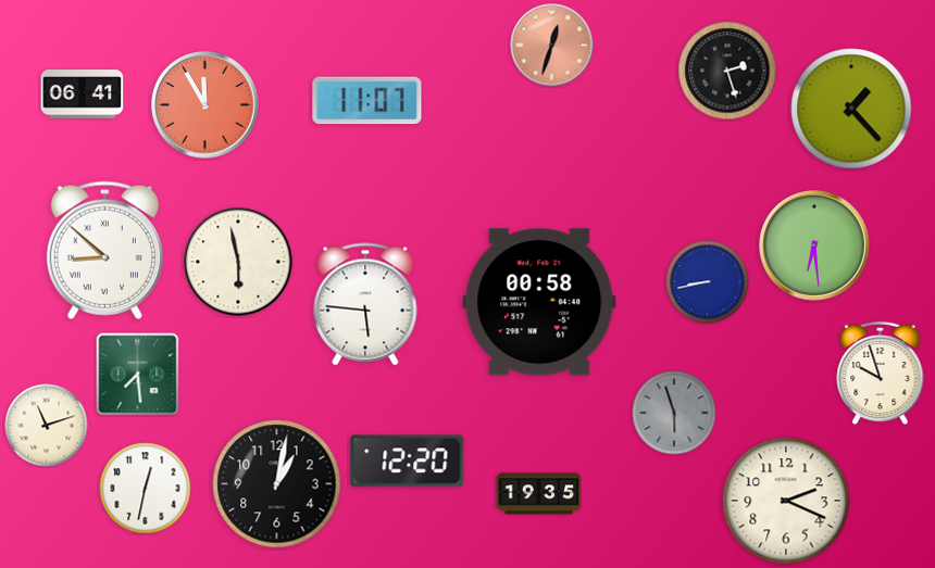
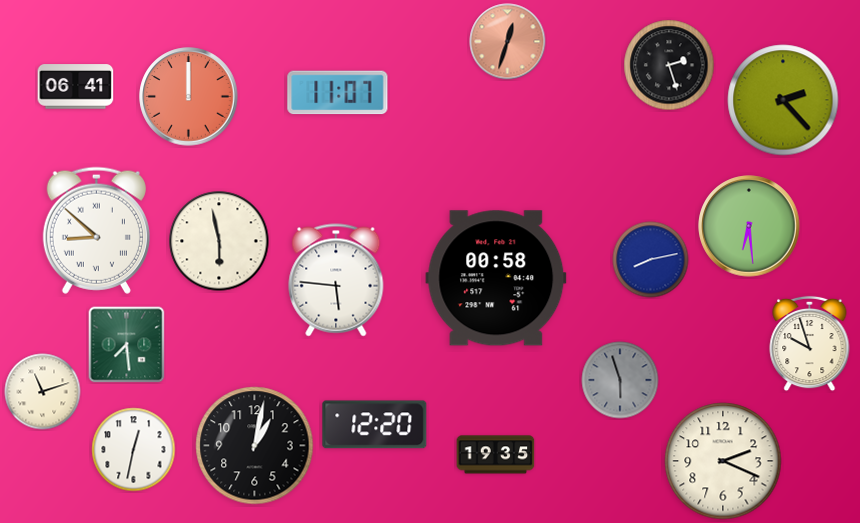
clock at (205, 105): 11:55 -> 12:00
clock at (851, 109): 1:23 -> 2:23
clock at (708, 282): 8:43 -> 8:13
